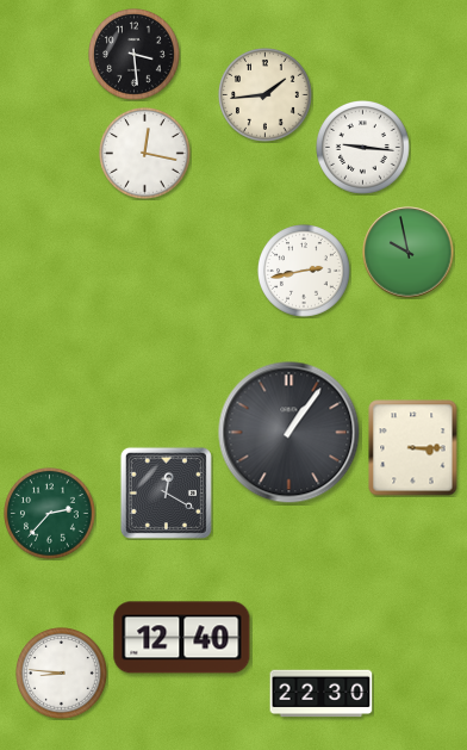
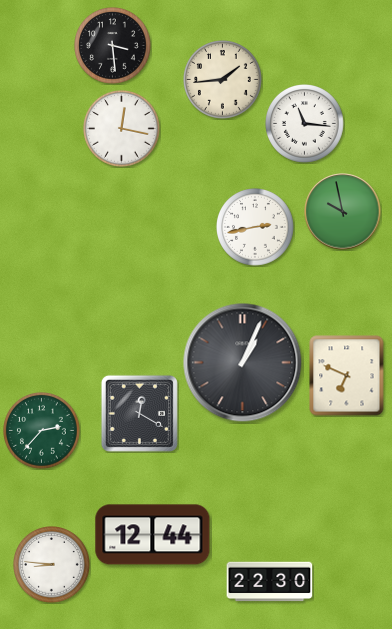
clock at (363, 148): 9:16 -> 11:16
clock at (289, 433): 1:06 -> 1:04
clock at (413, 448): 3:15 -> 6:49
clock at (182, 638): 12:40 -> 12:44
